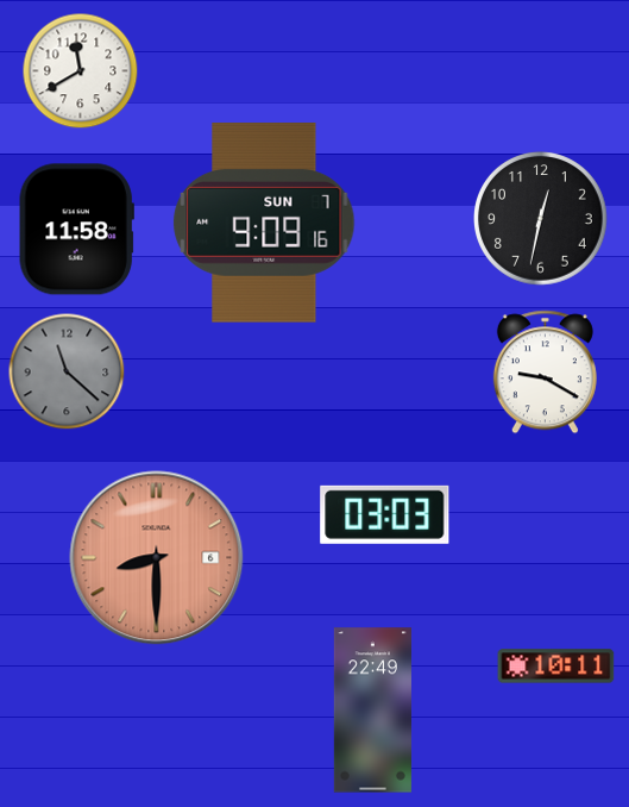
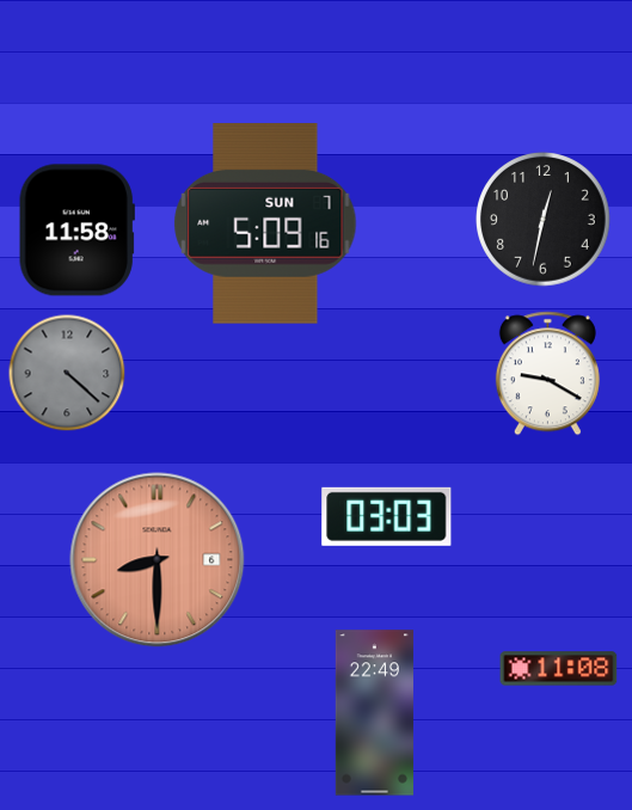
clock at (81, 71): 11:40 -> none
clock at (264, 224): 9:09 -> 5:09
clock at (67, 371): 11:22 -> 4:22
clock at (556, 667): 10:11 -> 11:08
